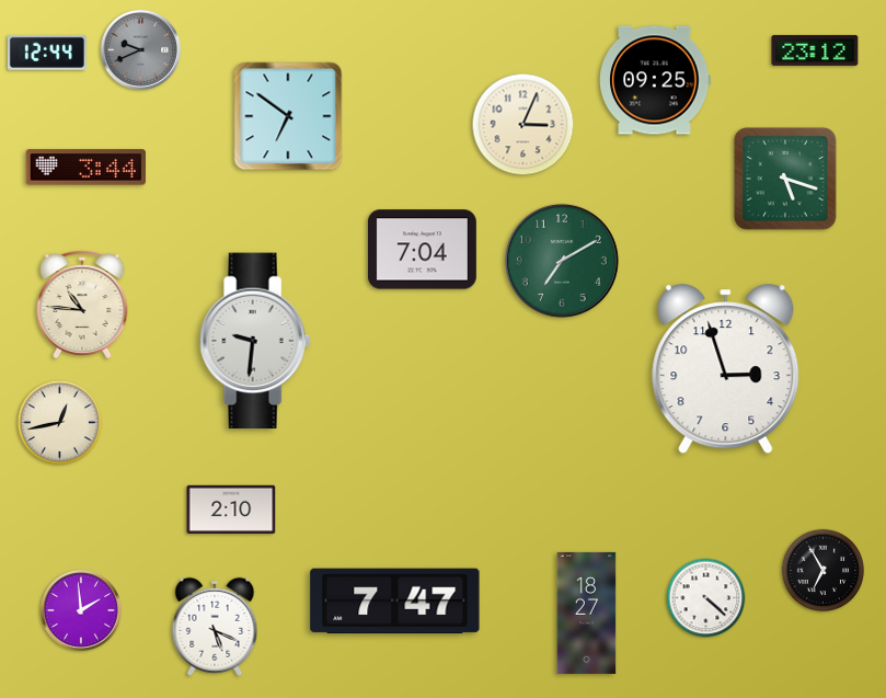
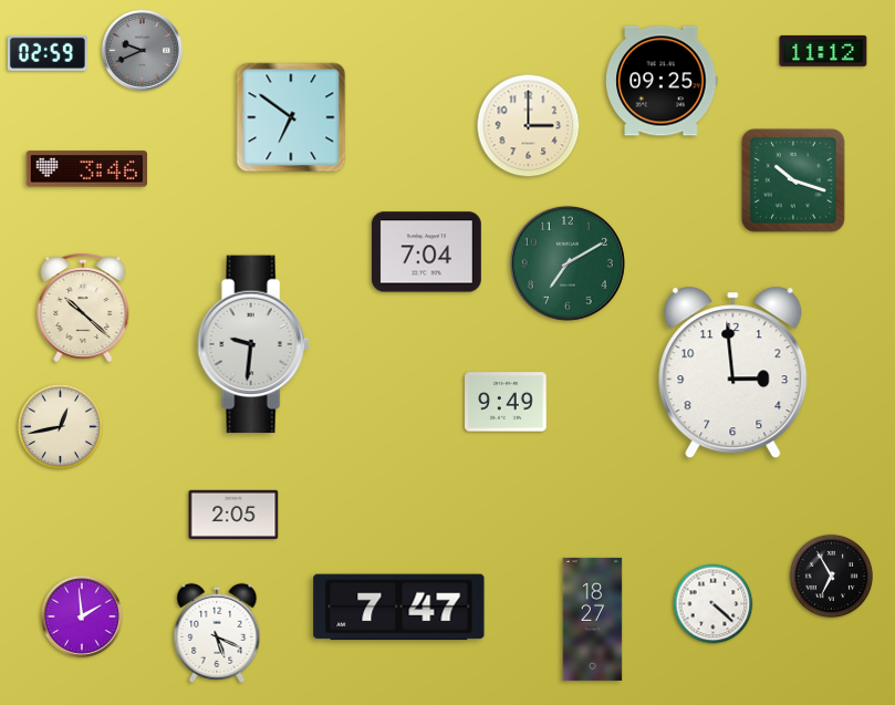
clock at (815, 50): 23:12 -> 11:12
clock at (47, 53): 12:44 -> 02:59
clock at (523, 125): 3:04 -> 3:00
clock at (85, 168): 3:44 -> 3:46
clock at (785, 179): 5:18 -> 10:18
clock at (82, 306): 10:46 -> 10:22
clock at (255, 341) position: (255, 341) -> (253, 344)
clock at (726, 369): 2:57 -> 2:59
clock at (506, 402): none -> 9:49
clock at (231, 508): 2:10 -> 2:05
